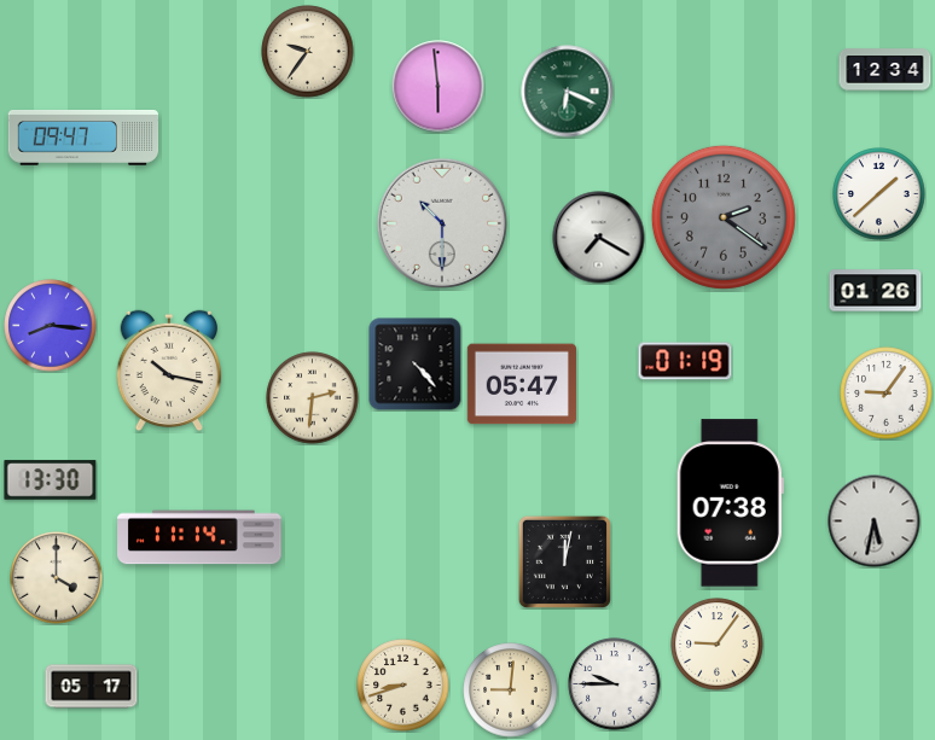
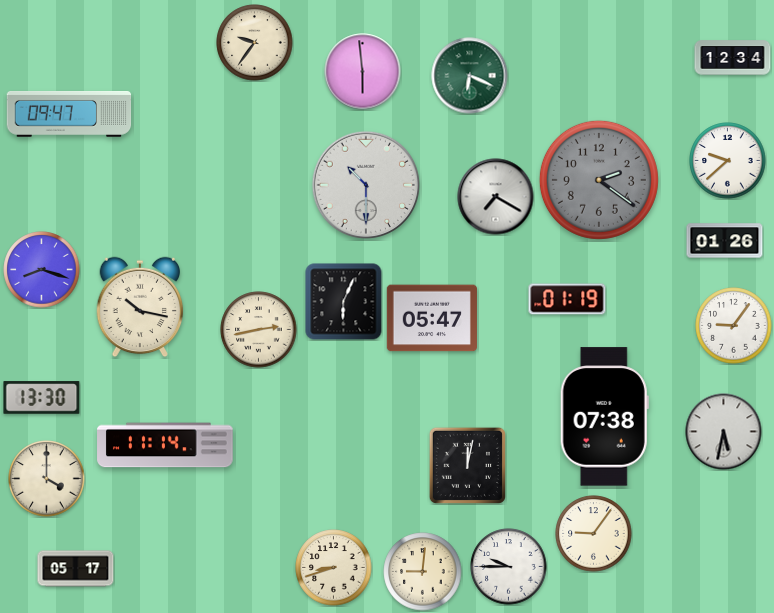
clock at (879, 194): 1:38 -> 9:38
clock at (51, 326): 8:16 -> 8:18
clock at (416, 365): 4:23 -> 6:04
clock at (313, 398): 2:31 -> 2:43
